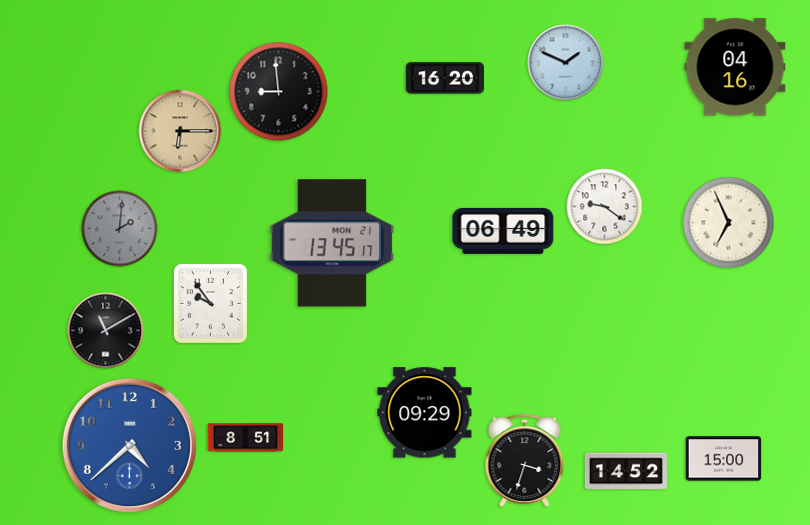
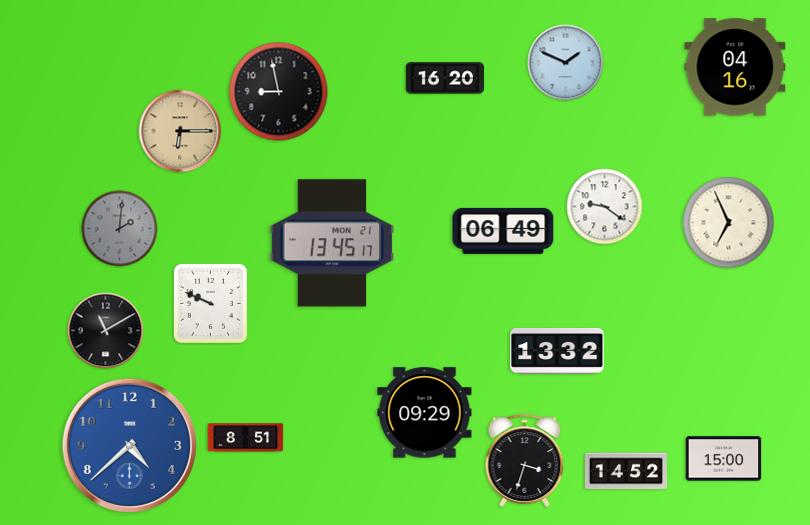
clock at (279, 92): 8:59 -> 8:58
clock at (210, 303): 9:54 -> 9:49
clock at (557, 352): none -> 13:32
